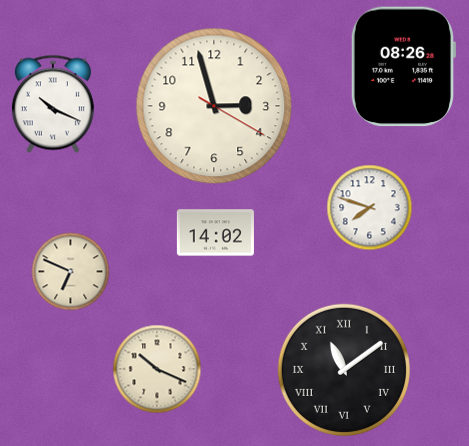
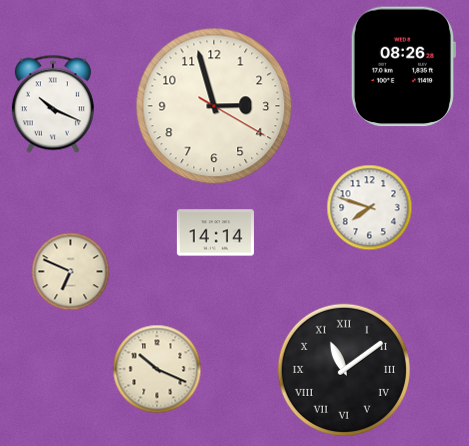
clock at (215, 233): 14:02 -> 14:14
